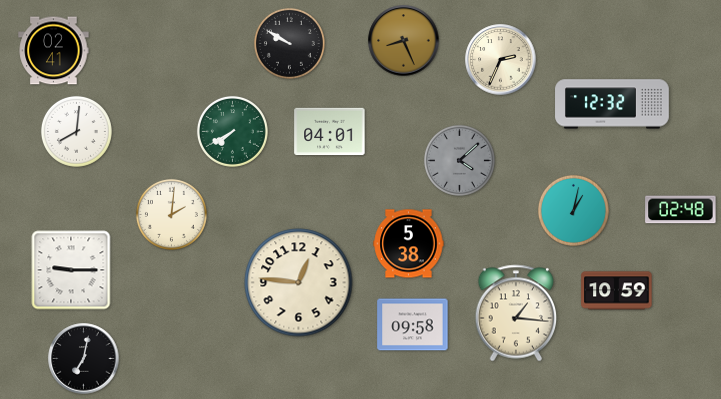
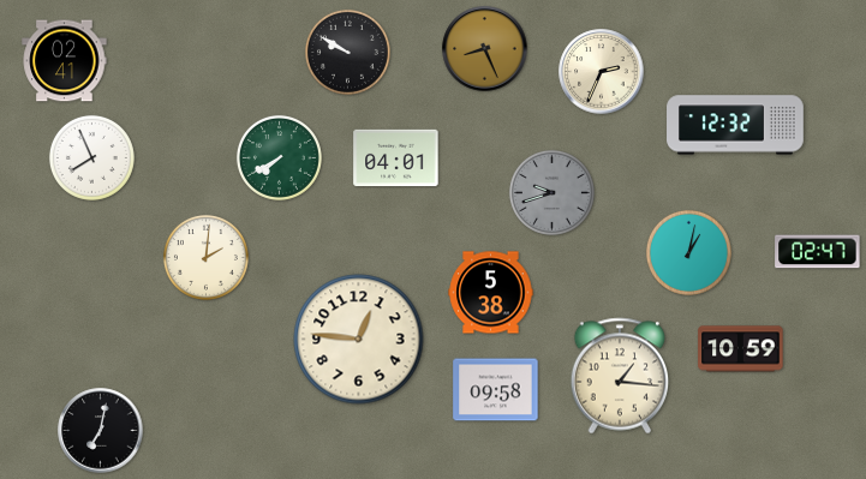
clock at (76, 131): 8:01 -> 7:56
clock at (459, 160): 4:08 -> 9:42
clock at (681, 210): 02:48 -> 02:47
clock at (71, 270): 9:15 -> none
